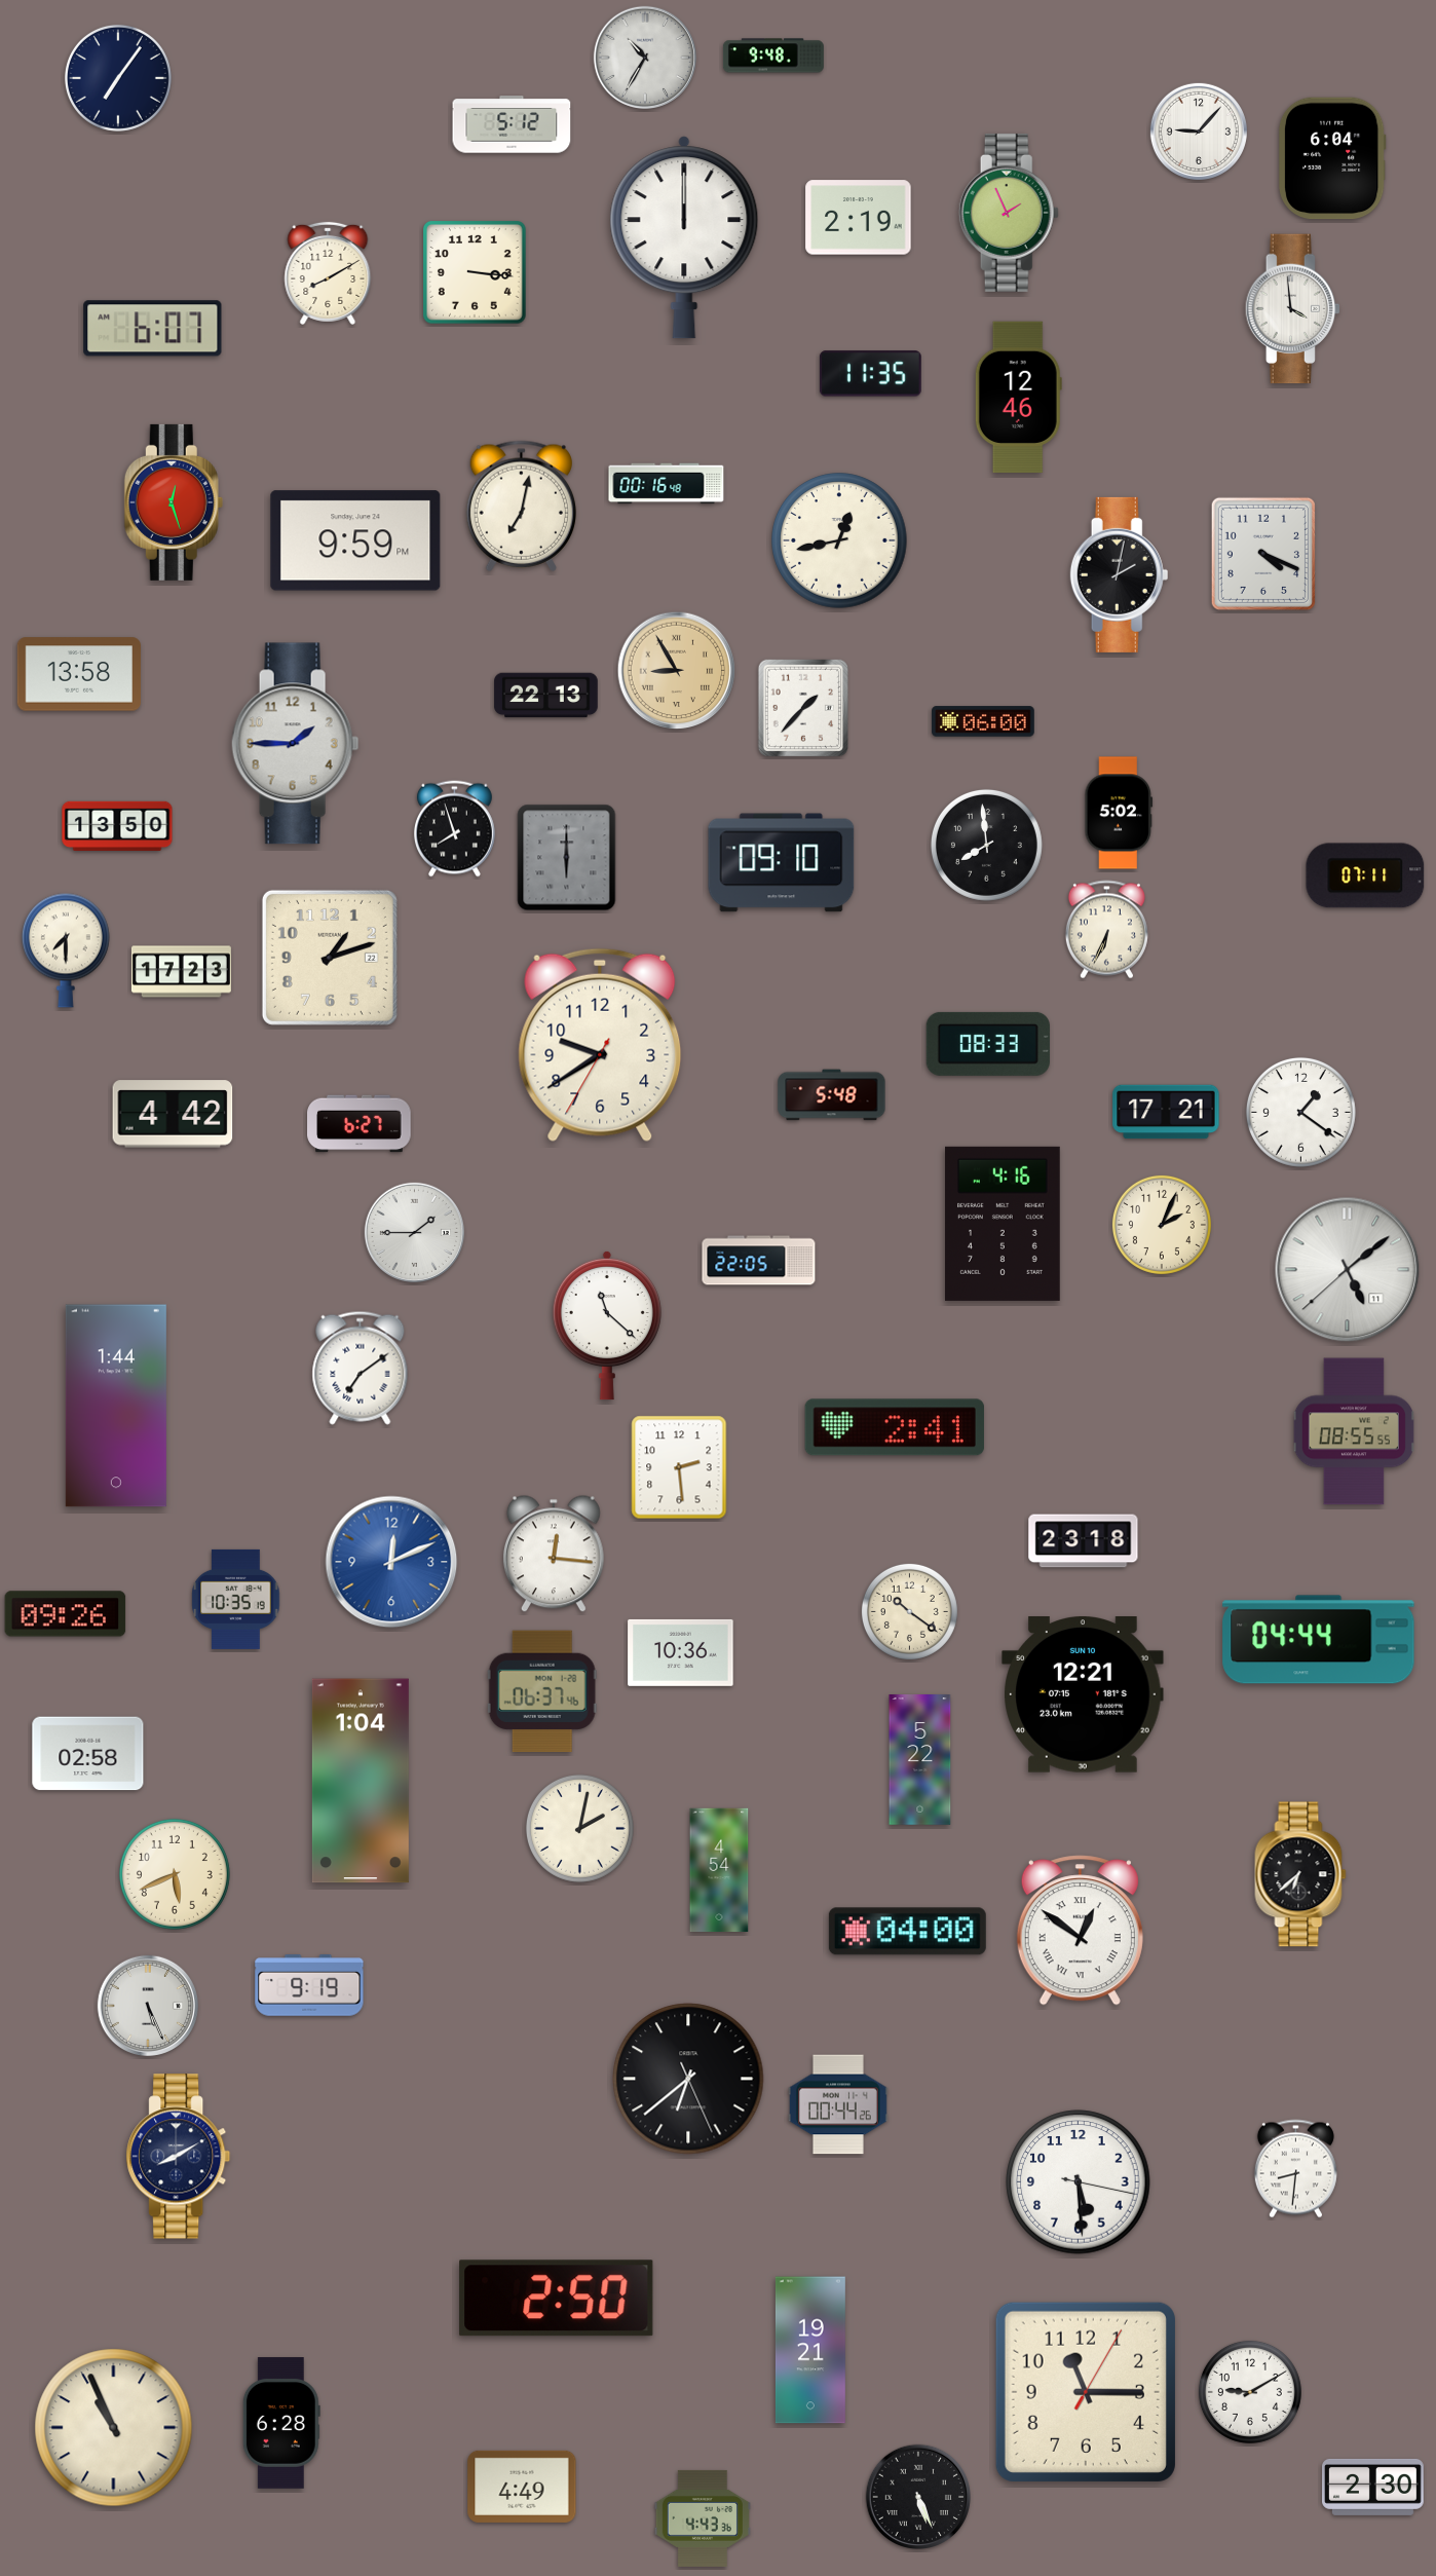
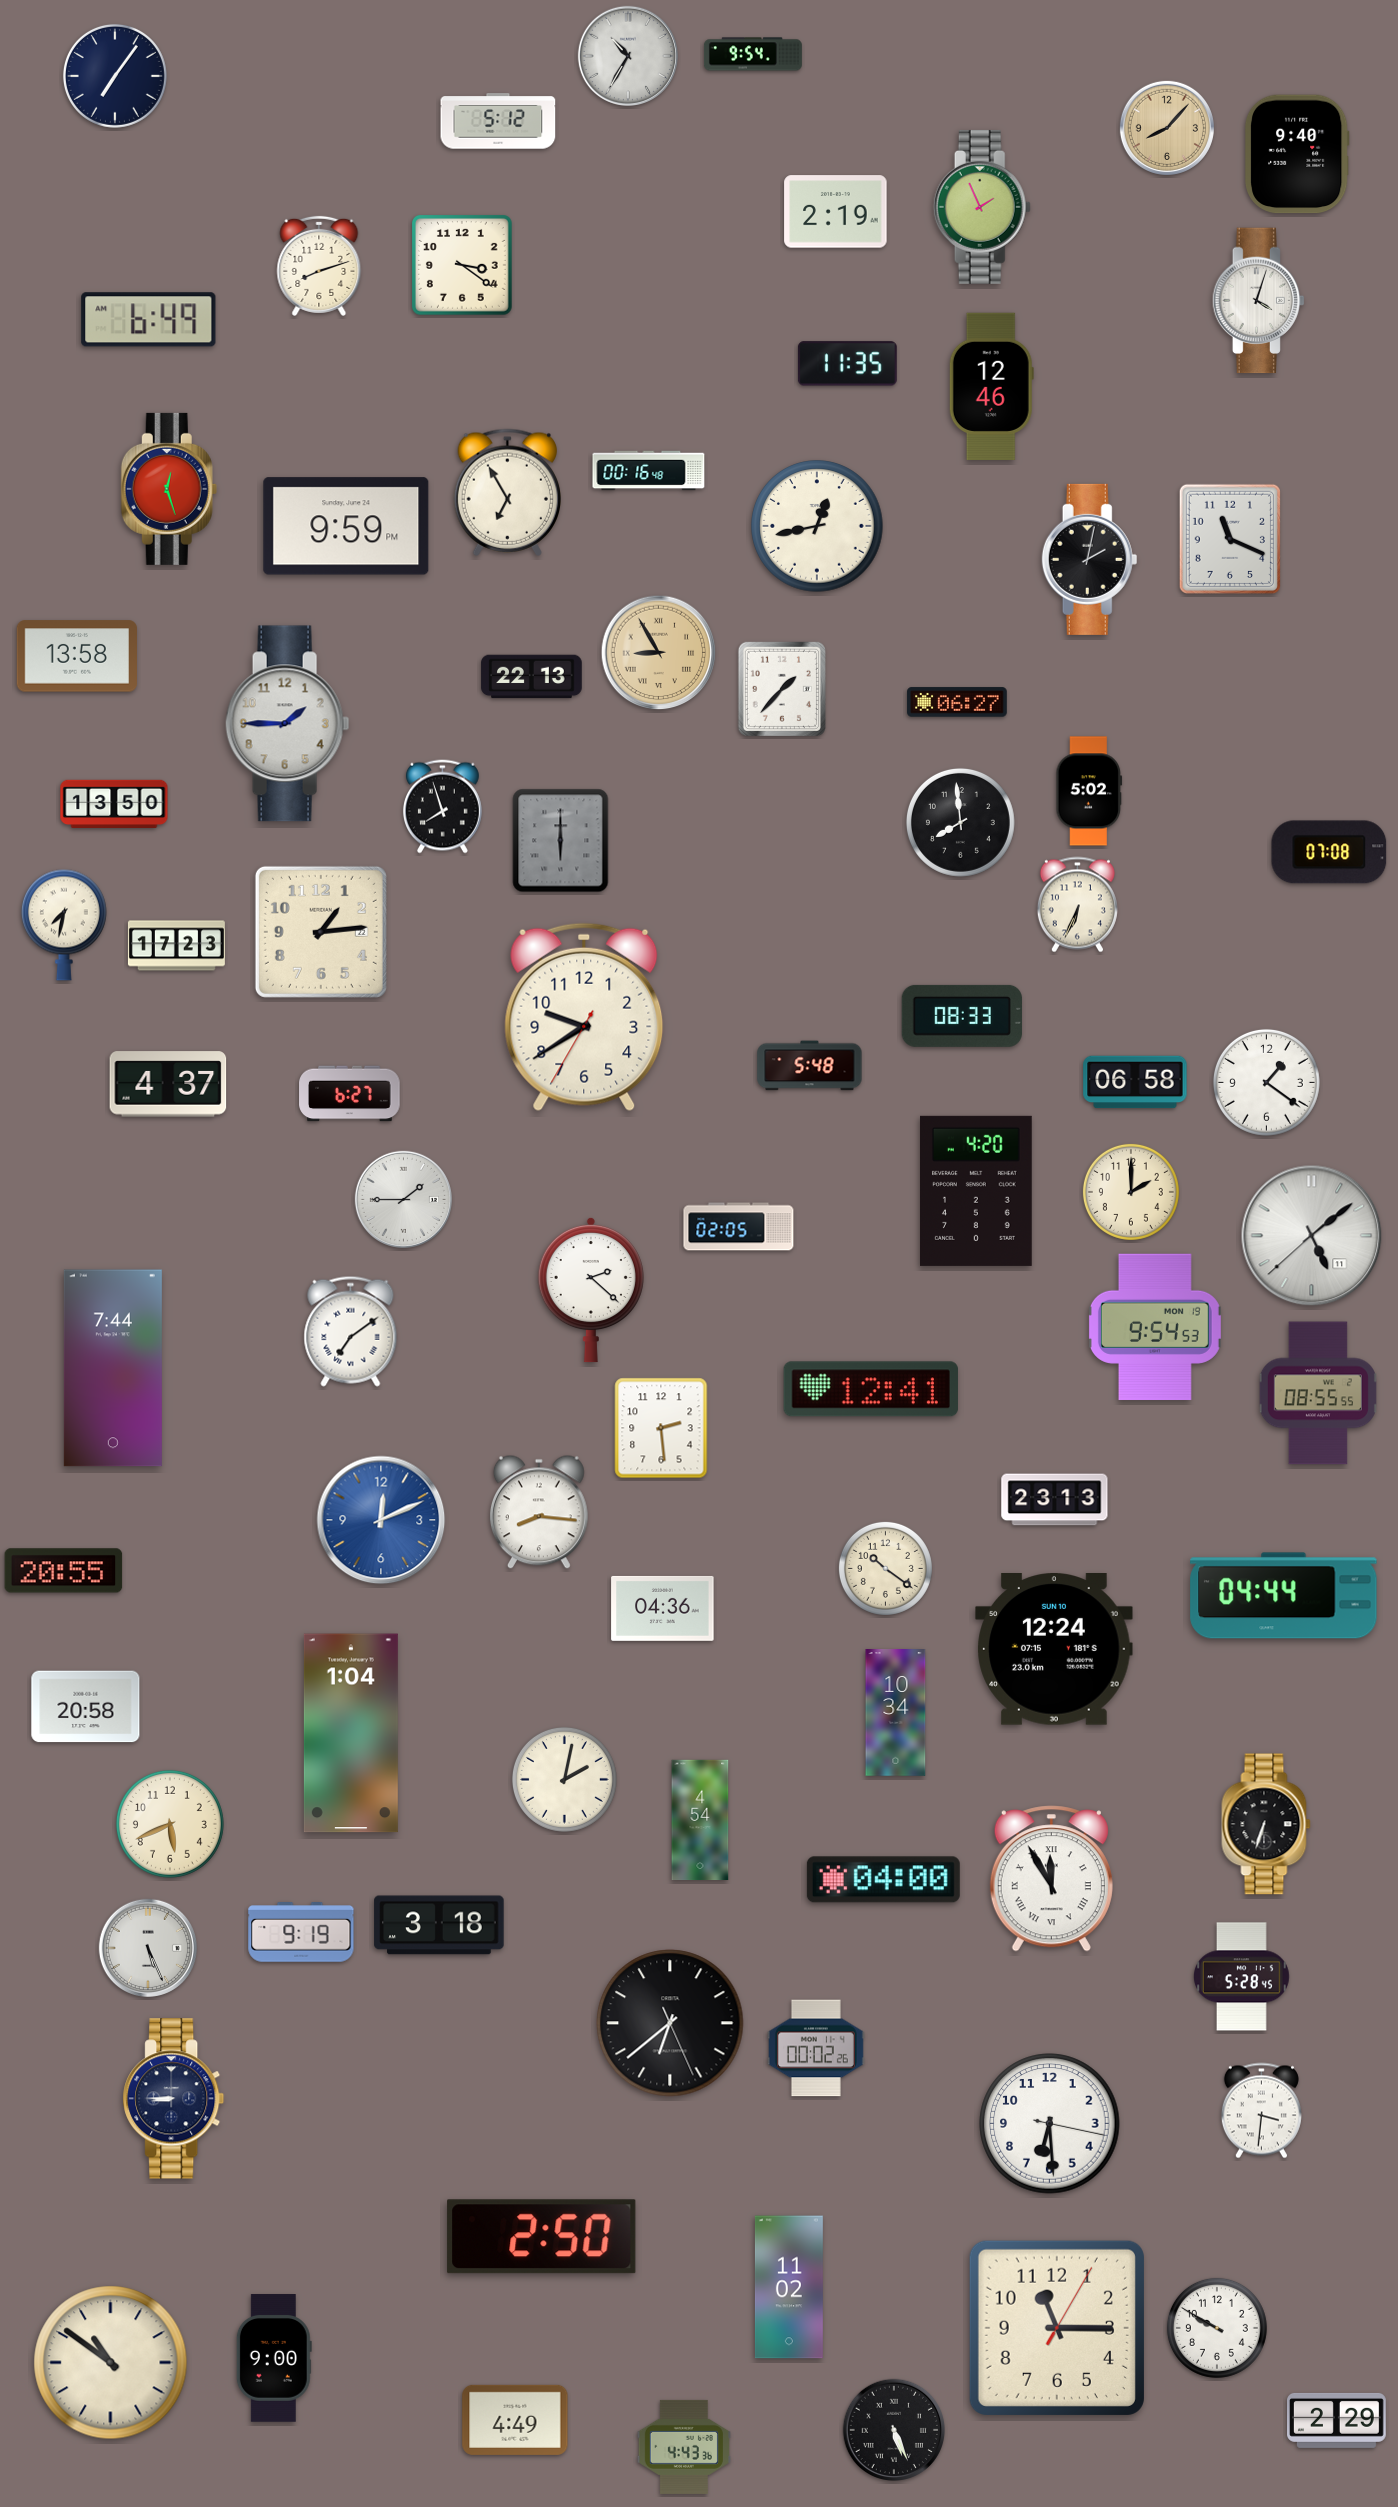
clock at (773, 55): 9:48 -> 9:54
clock at (1199, 132): 9:07 -> 8:07
clock at (1199, 132) dial: white -> champagne
clock at (1332, 158): 6:04 -> 9:40
clock at (684, 237): 12:00 -> none
clock at (475, 272): 3:16 -> 3:21
clock at (328, 273): 8:10 -> 8:12
clock at (1293, 309): 3:59 -> 4:03
clock at (153, 329): 6:07 -> 6:49
clock at (521, 506): 7:02 -> 6:55
clock at (1263, 554): 4:19 -> 11:19
clock at (983, 721): 06:00 -> 06:27
clock at (567, 858) position: (567, 858) -> (561, 841)
clock at (782, 863): 09:10 -> none
clock at (1365, 875): 07:11 -> 07:08
clock at (66, 950): 7:30 -> 7:32
clock at (330, 958): 1:12 -> 1:14
clock at (1166, 1112): 17:21 -> 06:58
clock at (173, 1114): 4:42 -> 4:37
clock at (1004, 1224): 4:16 -> 4:20
clock at (1162, 1225): 2:04 -> 2:00
clock at (759, 1261): 22:05 -> 02:05
clock at (607, 1326): 11:22 -> 2:22
clock at (1155, 1327): none -> 9:54
clock at (116, 1406): 1:44 -> 7:44
clock at (895, 1427): 2:41 -> 12:41
clock at (1084, 1541): 23:18 -> 23:13
clock at (554, 1554): 12:16 -> 8:16
clock at (236, 1599): 10:35 -> none
clock at (66, 1614): 09:26 -> 20:55
clock at (681, 1652): 10:36 -> 04:36
clock at (542, 1691): 06:37 -> none
clock at (1083, 1695): 12:21 -> 12:24
clock at (88, 1754): 02:58 -> 20:58
clock at (920, 1760): 5:22 -> 10:34
clock at (1300, 1874): 6:38 -> 6:33
clock at (1080, 1931): 12:51 -> 11:55
clock at (439, 1925): none -> 3:18
clock at (148, 2006) position: (148, 2006) -> (148, 1948)
clock at (1241, 1977): none -> 5:28
clock at (838, 2104): 00:44 -> 00:02
clock at (179, 2157): 8:10 -> 8:45
clock at (1295, 2169): 8:31 -> 3:31
clock at (1079, 2182): 5:29 -> 6:29
clock at (810, 2350): 19:21 -> 11:02
clock at (1250, 2392): 9:10 -> 9:50
clock at (281, 2423): 6:28 -> 9:00
clock at (114, 2428): 10:56 -> 10:51
clock at (522, 2487) position: (522, 2487) -> (515, 2420)
clock at (1373, 2487): 2:30 -> 2:29
clock at (703, 2518) position: (703, 2518) -> (684, 2447)
